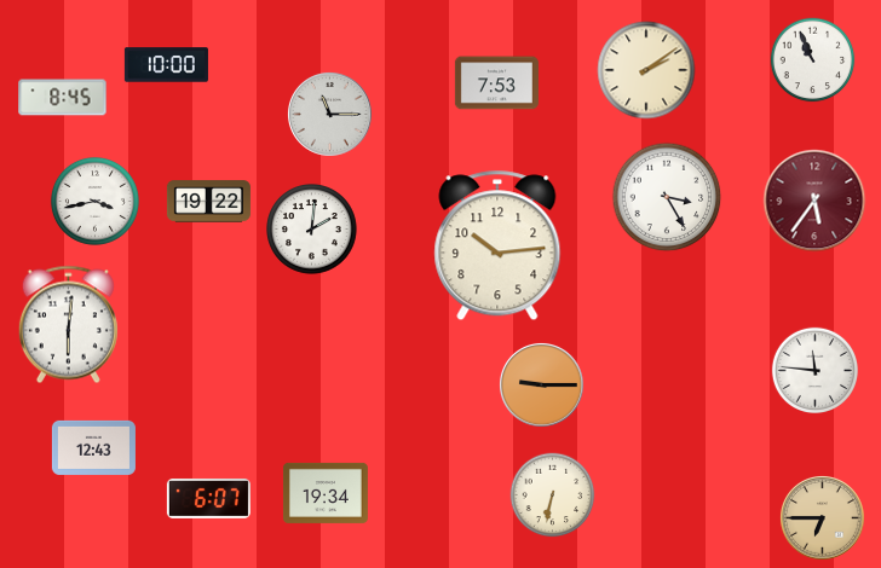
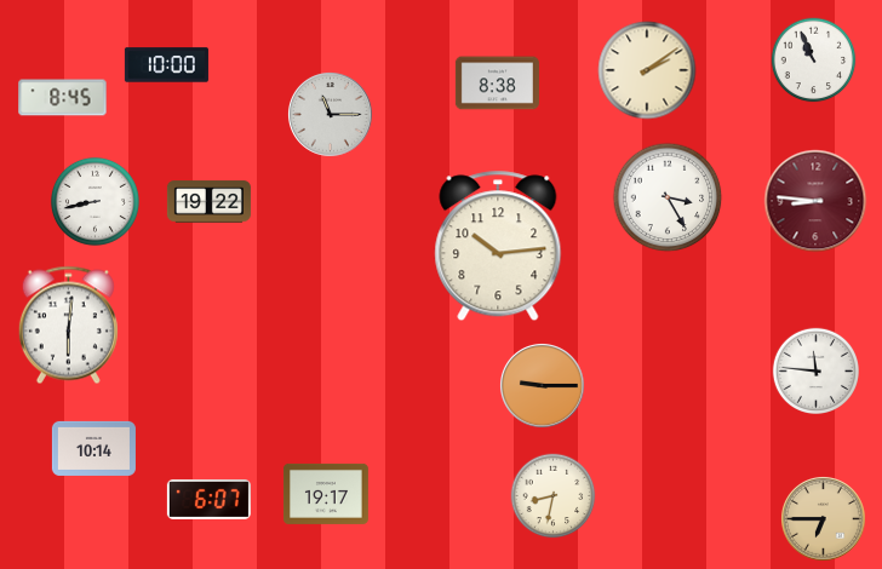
clock at (496, 83): 7:53 -> 8:38
clock at (94, 201): 3:43 -> 8:43
clock at (814, 201): 5:36 -> 8:46
clock at (312, 230): 2:01 -> none
clock at (93, 447): 12:43 -> 10:14
clock at (326, 493): 19:34 -> 19:17
clock at (553, 495): 6:32 -> 8:32
